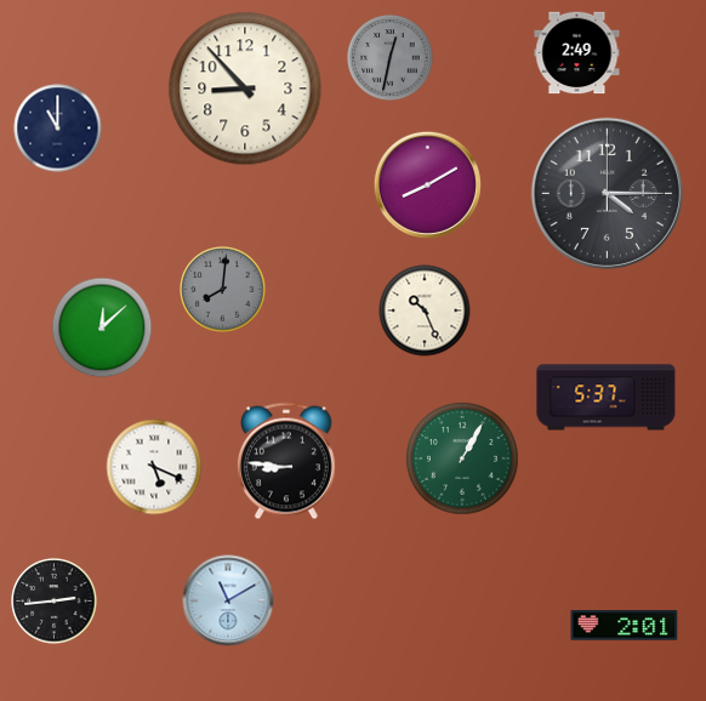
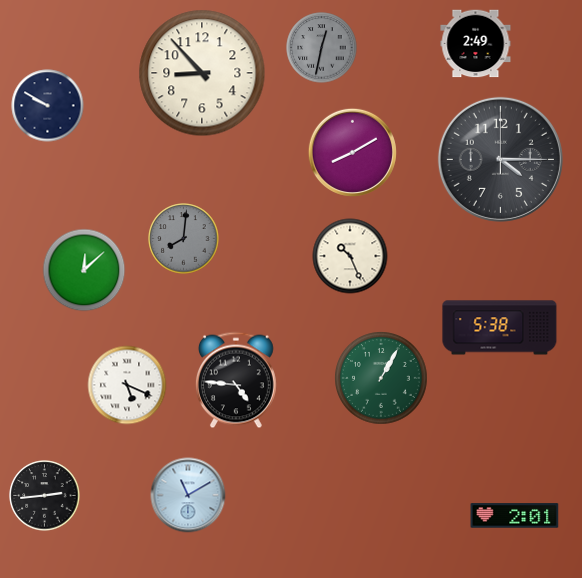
clock at (58, 129): 11:00 -> 9:50
clock at (607, 398): 5:37 -> 5:38
clock at (286, 461): 8:46 -> 4:46
